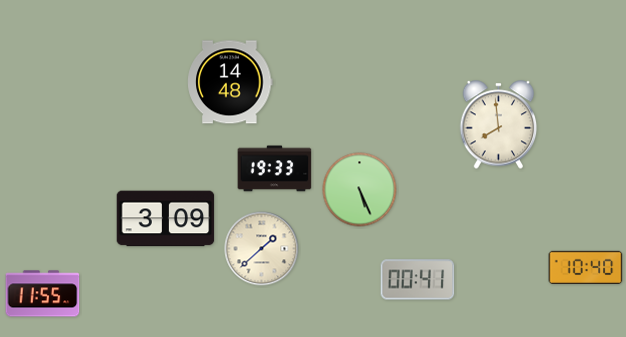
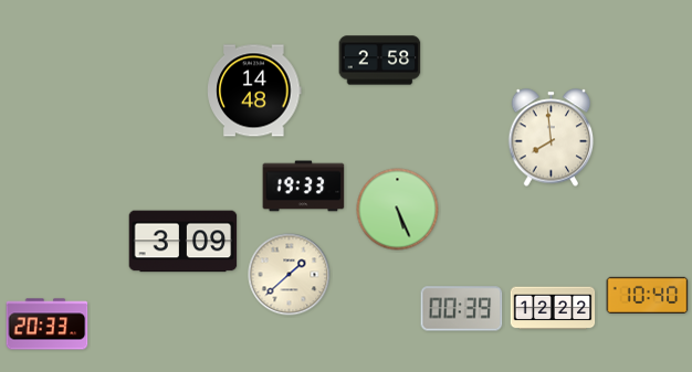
clock at (380, 61): none -> 2:58
clock at (553, 308): none -> 12:22
clock at (418, 280): 00:41 -> 00:39
clock at (43, 294): 11:55 -> 20:33
